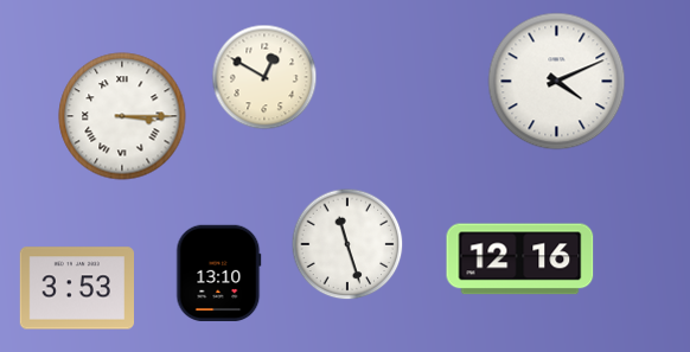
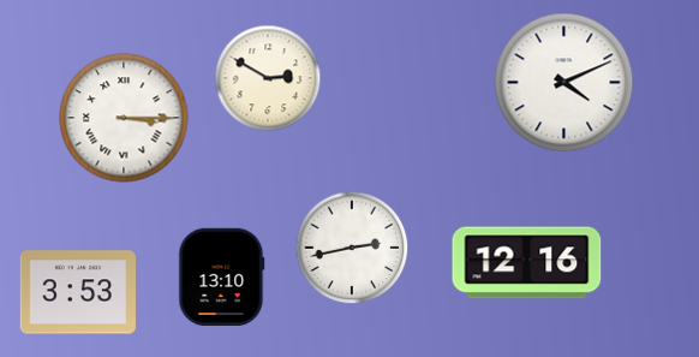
clock at (264, 77): 12:50 -> 2:50
clock at (347, 244): 11:27 -> 2:43
